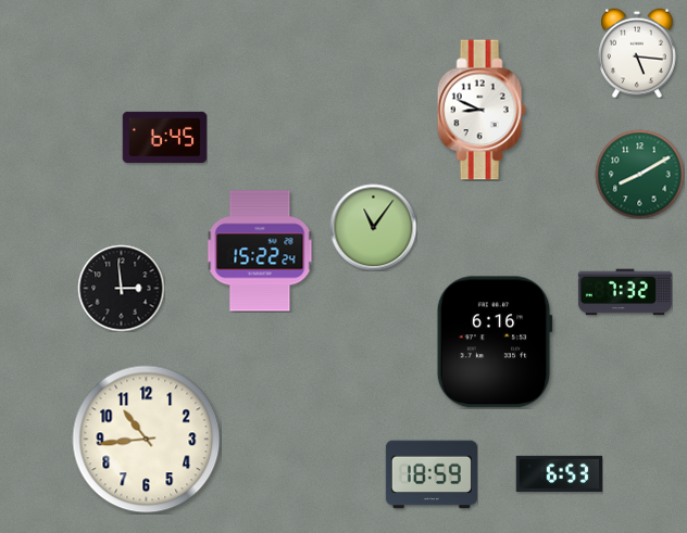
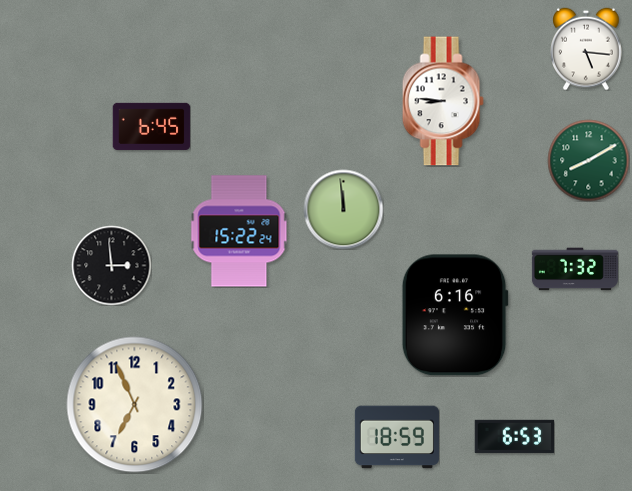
clock at (482, 110): 8:49 -> 8:46
clock at (373, 227): 11:06 -> 11:59
clock at (147, 440): 10:44 -> 6:56
